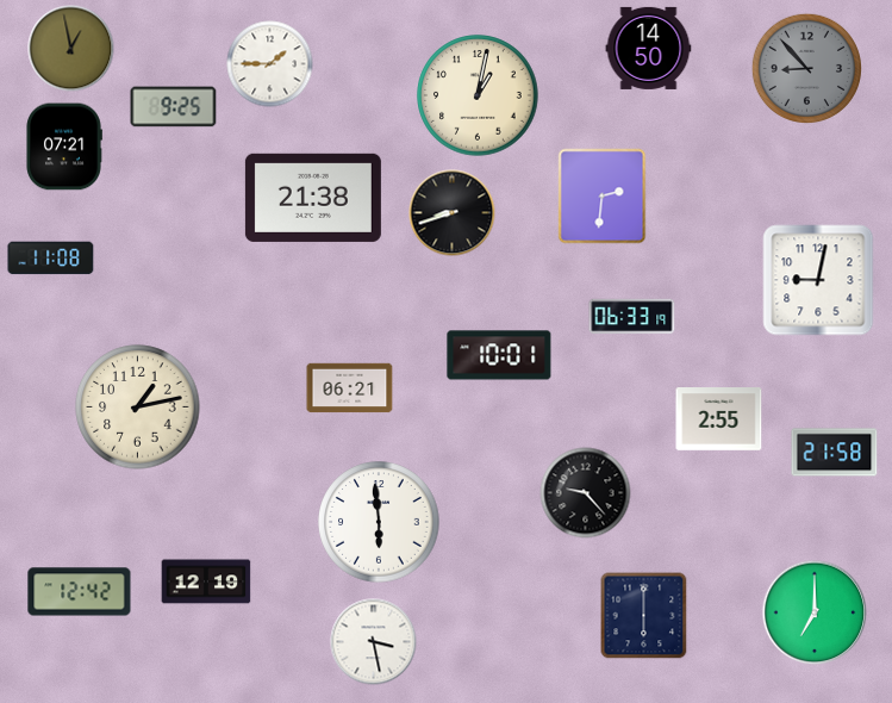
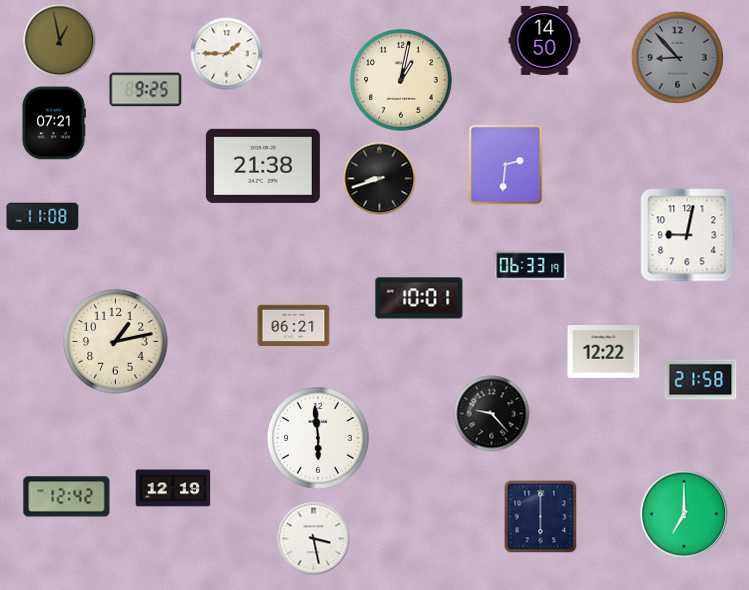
clock at (719, 419): 2:55 -> 12:22
